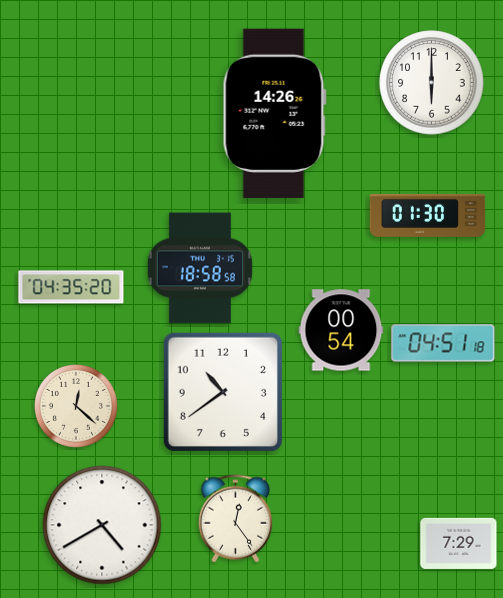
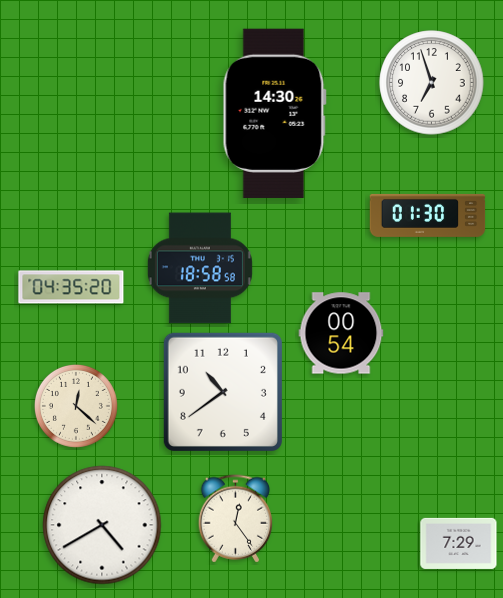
clock at (432, 83): 6:00 -> 6:57
clock at (274, 113): 14:26 -> 14:30
clock at (341, 330) position: (341, 330) -> (341, 333)
clock at (443, 343): 04:51 -> none
